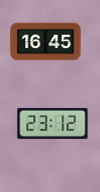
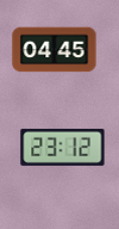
clock at (46, 42): 16:45 -> 04:45
